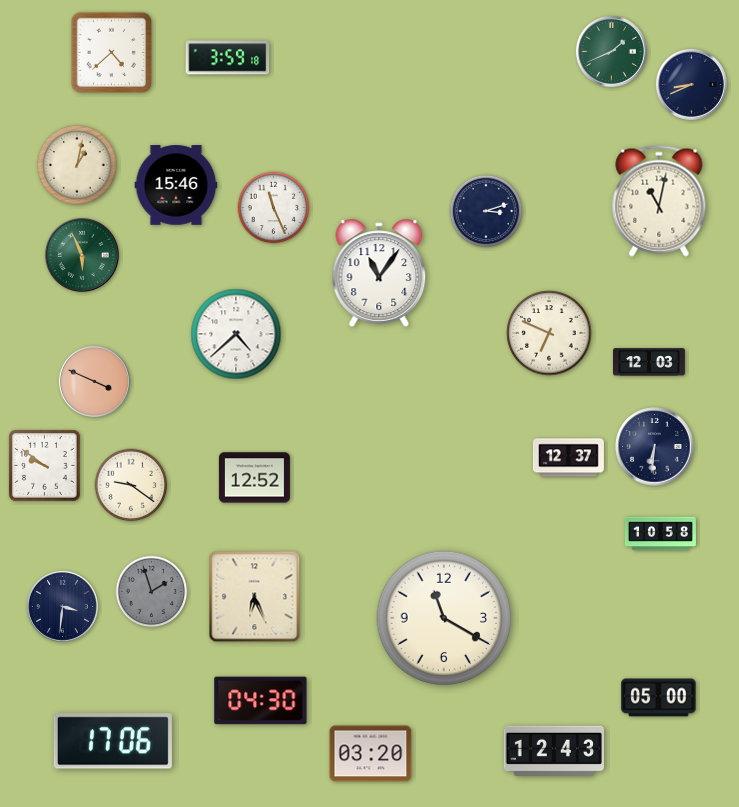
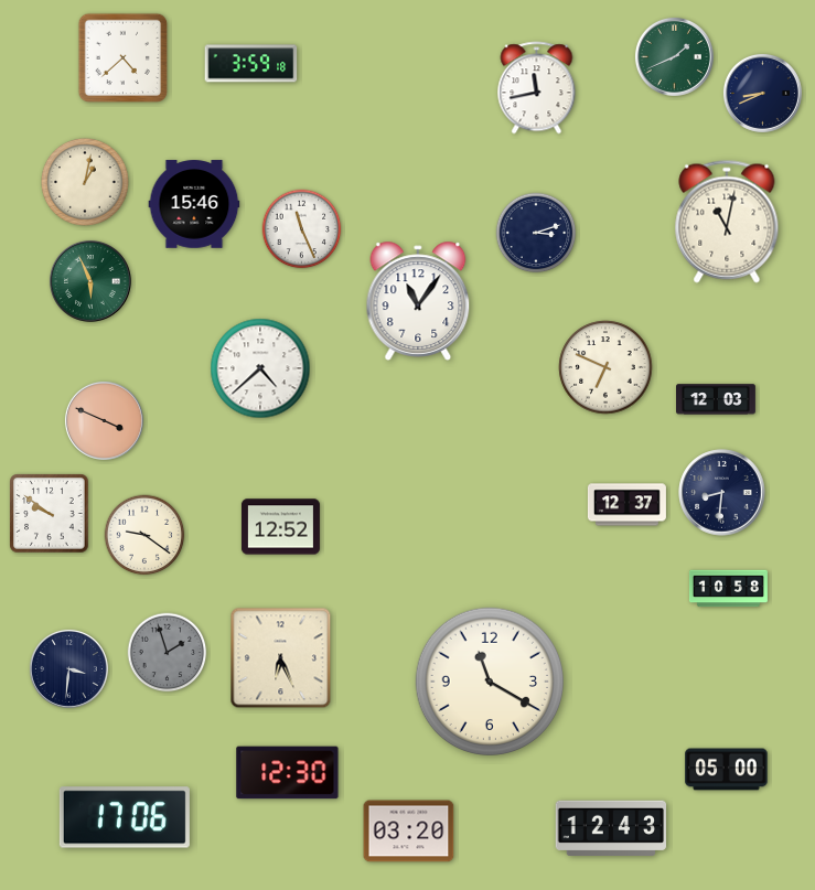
clock at (537, 88): none -> 11:43
clock at (655, 447): 6:31 -> 8:31
clock at (261, 701): 04:30 -> 12:30
